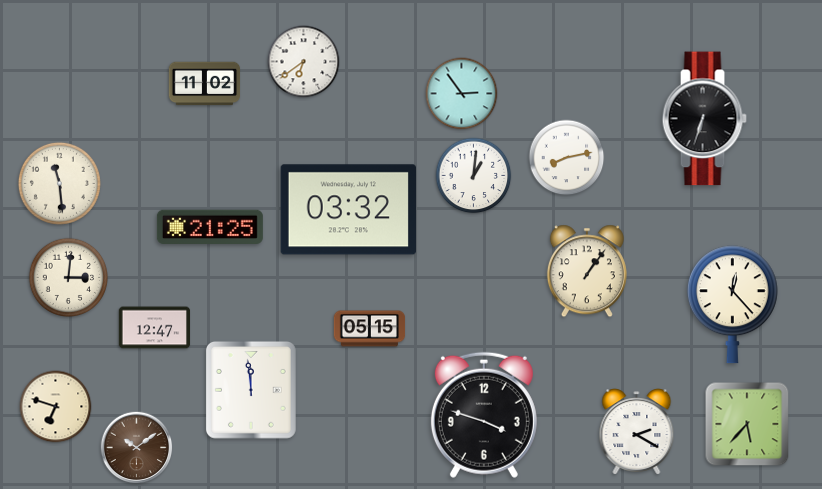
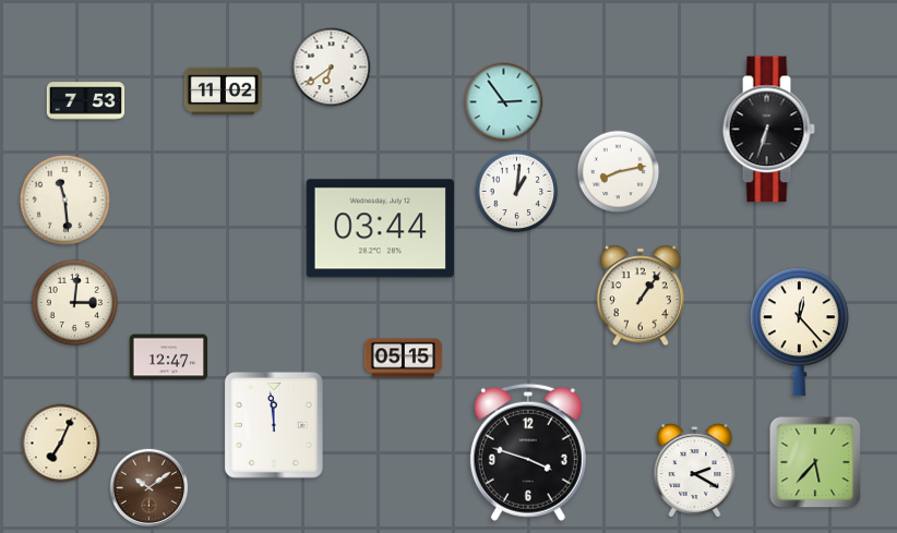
clock at (86, 101): none -> 7:53
clock at (348, 210): 03:32 -> 03:44
clock at (210, 227): 21:25 -> none
clock at (56, 407): 6:48 -> 7:04
